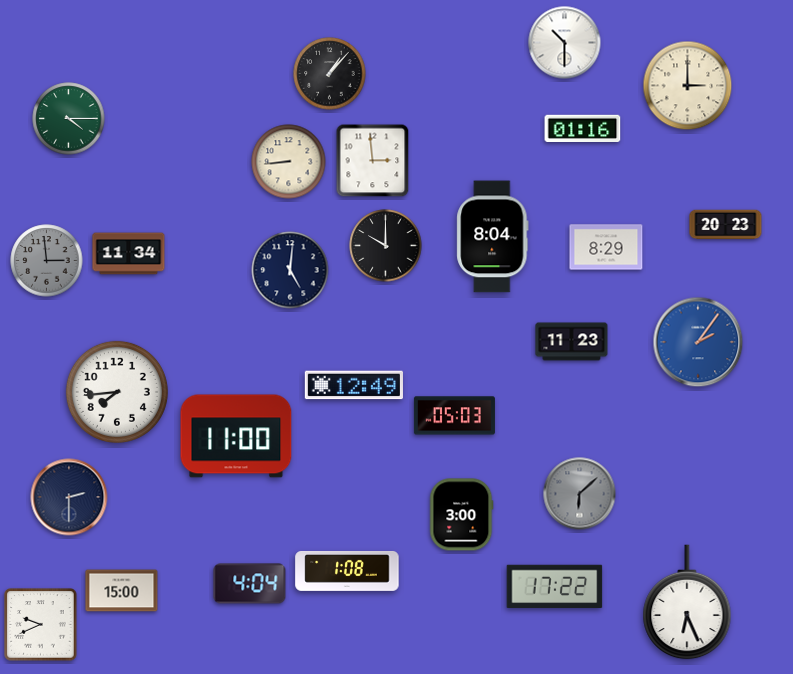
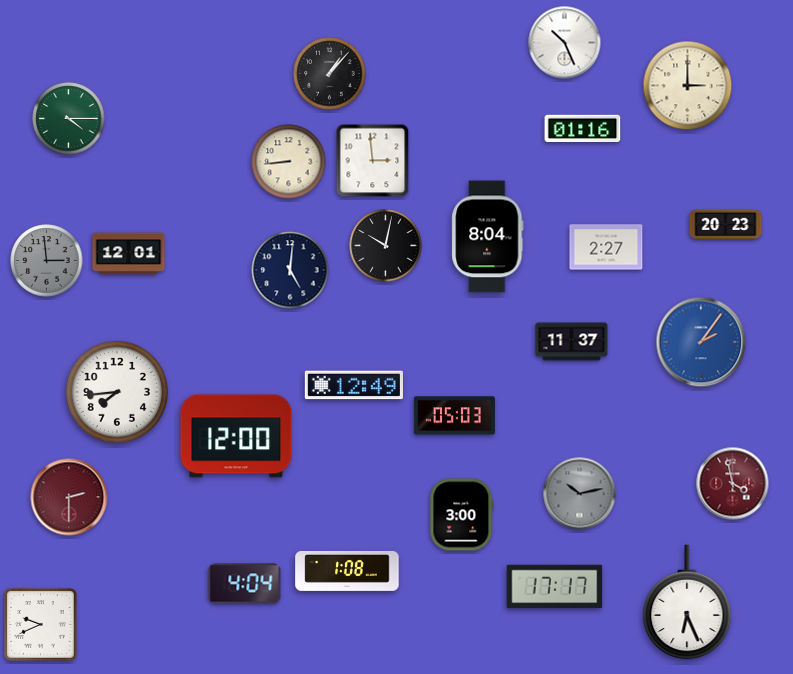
clock at (565, 43): 10:30 -> 10:26
clock at (493, 237) position: (493, 237) -> (488, 237)
clock at (386, 246): 10:00 -> 10:02
clock at (606, 247): 8:29 -> 2:27
clock at (129, 254): 11:34 -> 12:01
clock at (572, 342): 11:23 -> 11:37
clock at (698, 342) position: (698, 342) -> (701, 342)
clock at (236, 436): 11:00 -> 12:00
clock at (733, 484): none -> 3:58
clock at (580, 494): 6:08 -> 10:13
clock at (69, 497) dial: navy -> burgundy
clock at (250, 584) position: (250, 584) -> (245, 584)
clock at (555, 587): 17:22 -> 17:17
clock at (122, 591): 15:00 -> none
